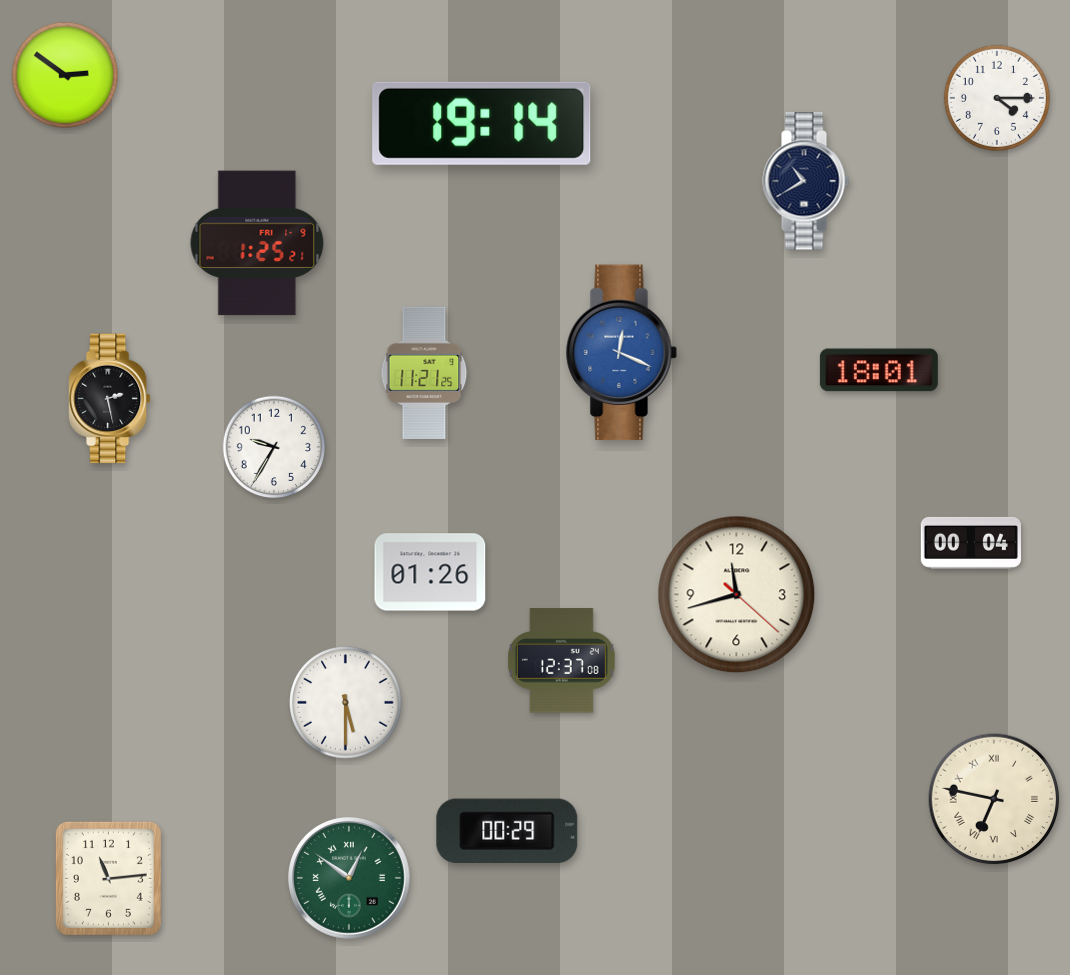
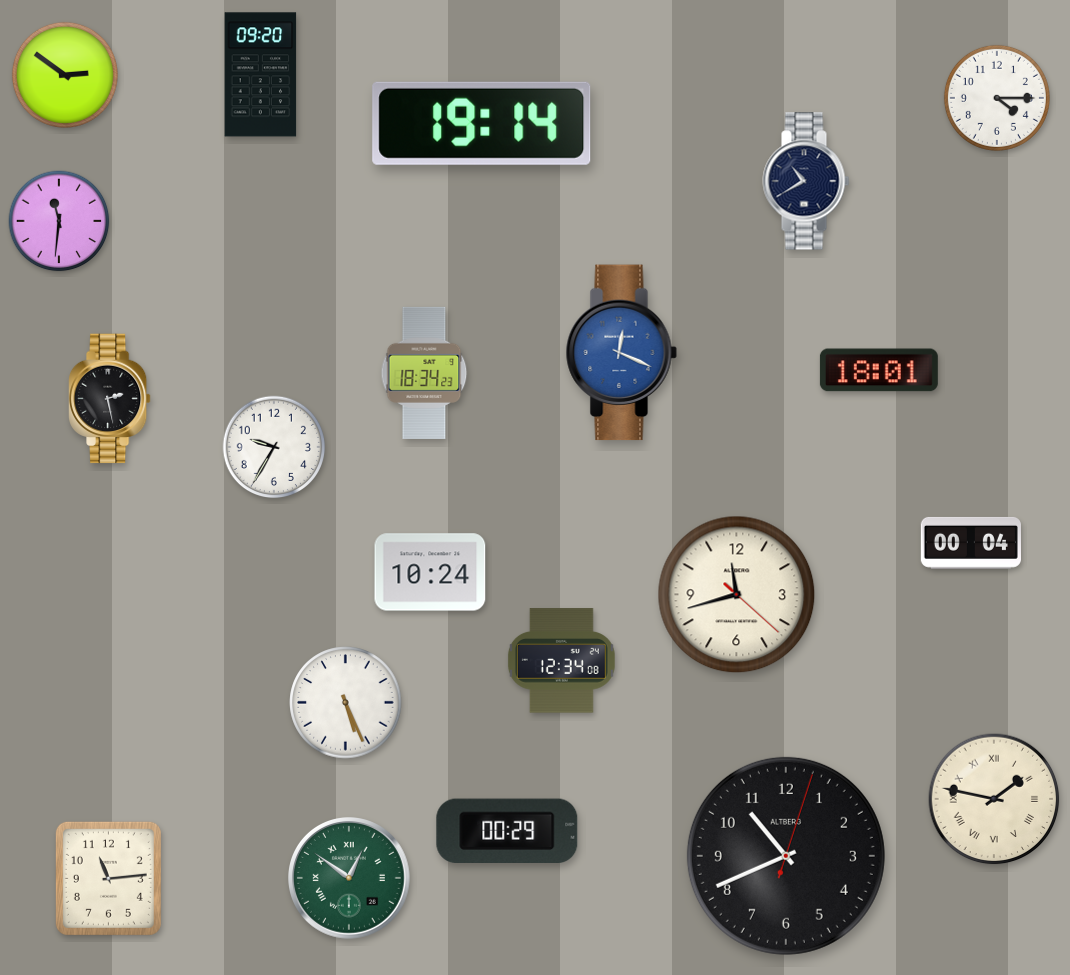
clock at (261, 75): none -> 09:20
clock at (59, 221): none -> 11:31
clock at (257, 243): 1:25 -> none
clock at (424, 373): 11:21 -> 18:34
clock at (430, 572): 01:26 -> 10:24
clock at (561, 661): 12:37 -> 12:34
clock at (346, 703): 5:30 -> 5:26
clock at (994, 799): 6:47 -> 1:47
clock at (786, 856): none -> 10:41
